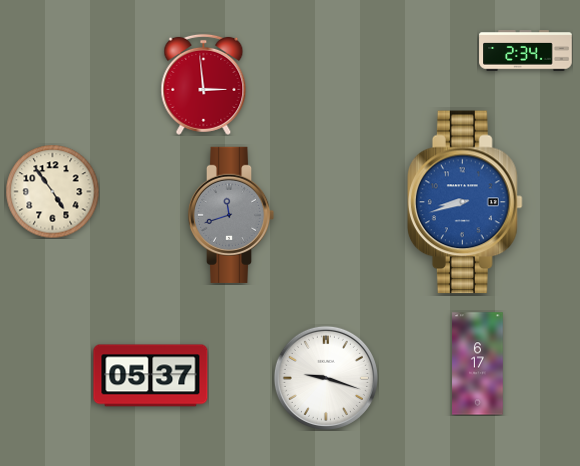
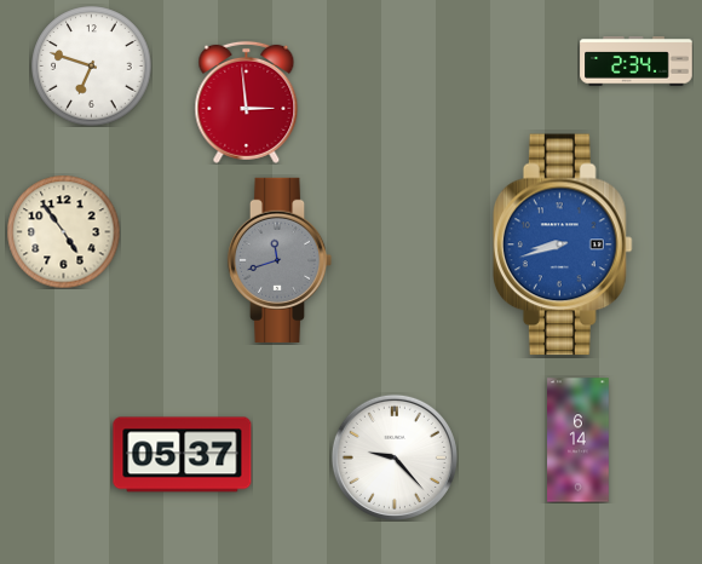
clock at (92, 67): none -> 6:48
clock at (478, 364): 6:17 -> 6:14
clock at (326, 378): 9:18 -> 9:23
